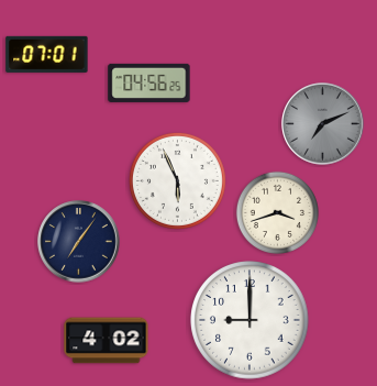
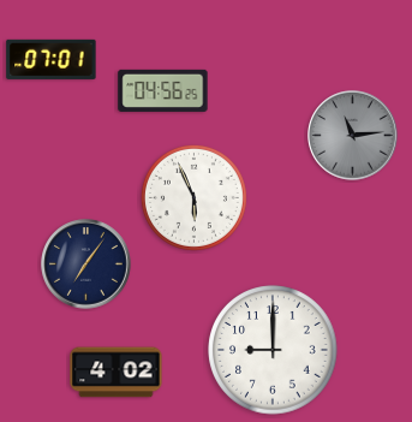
clock at (323, 124): 7:11 -> 11:14
clock at (277, 212): 3:42 -> none
